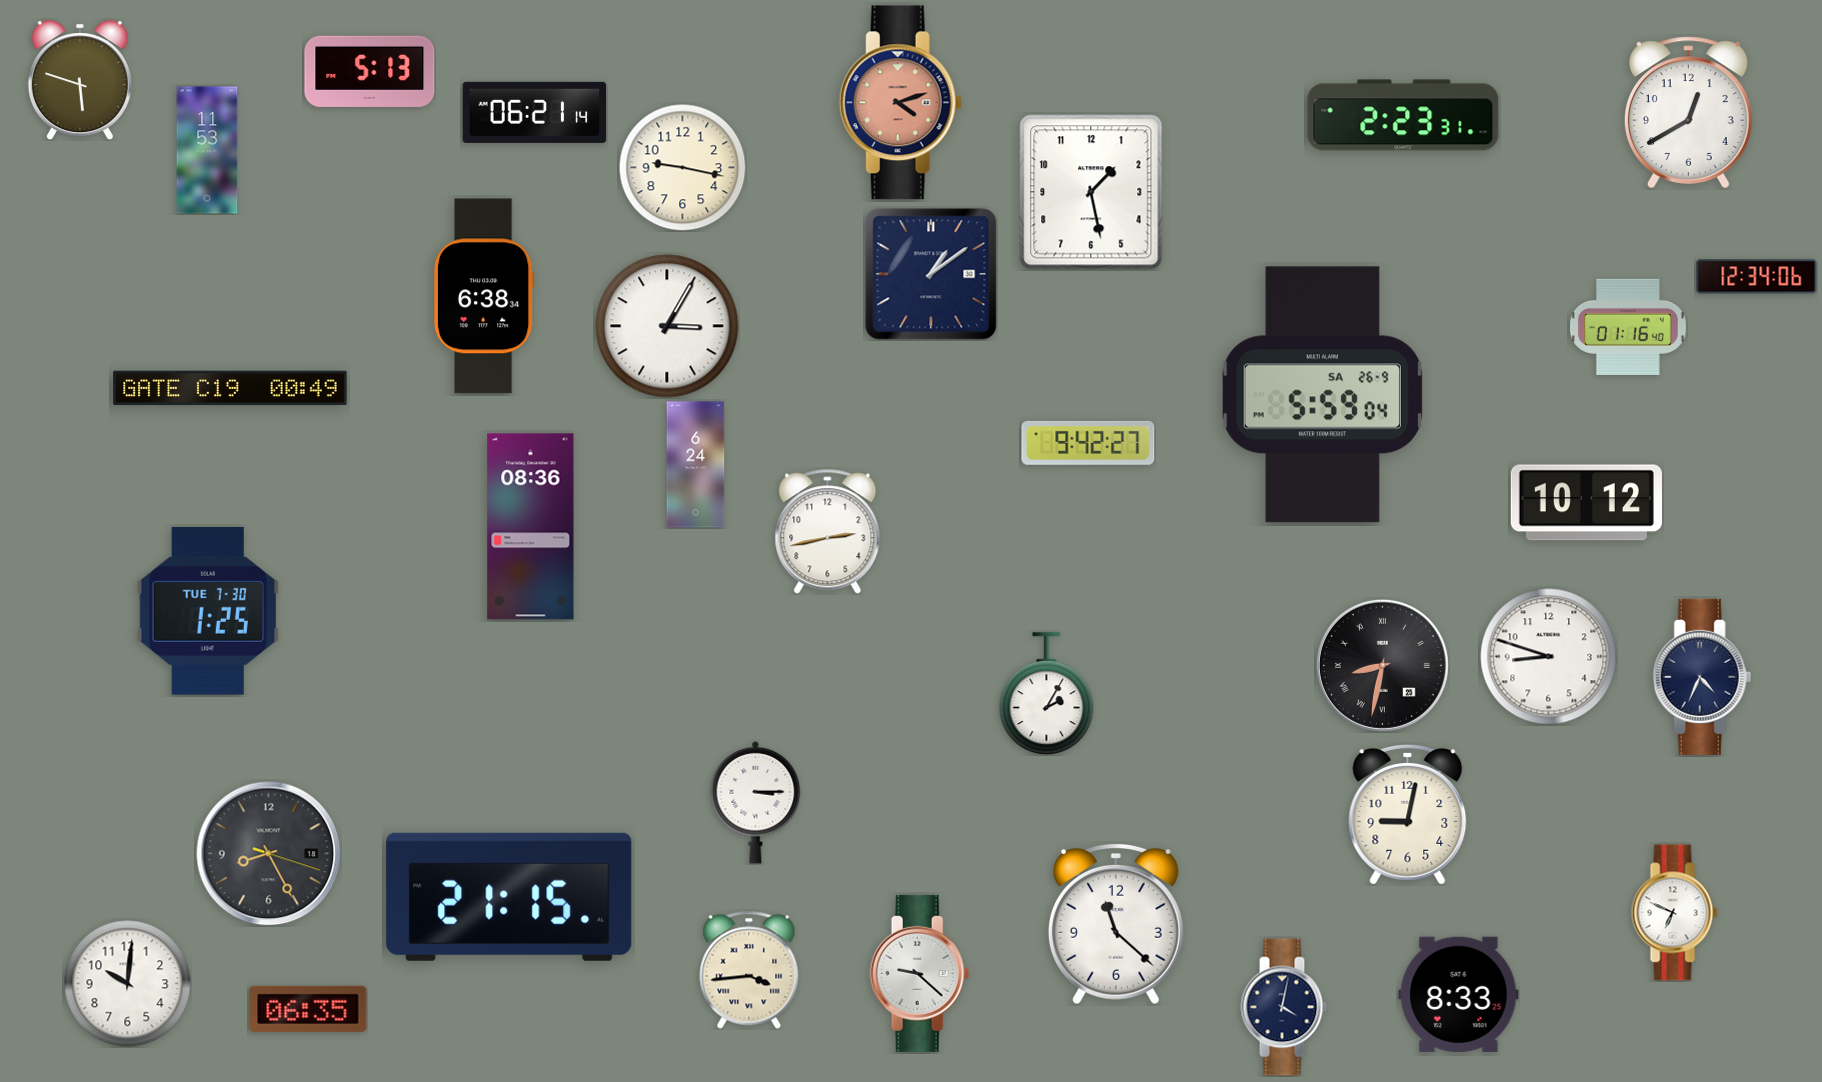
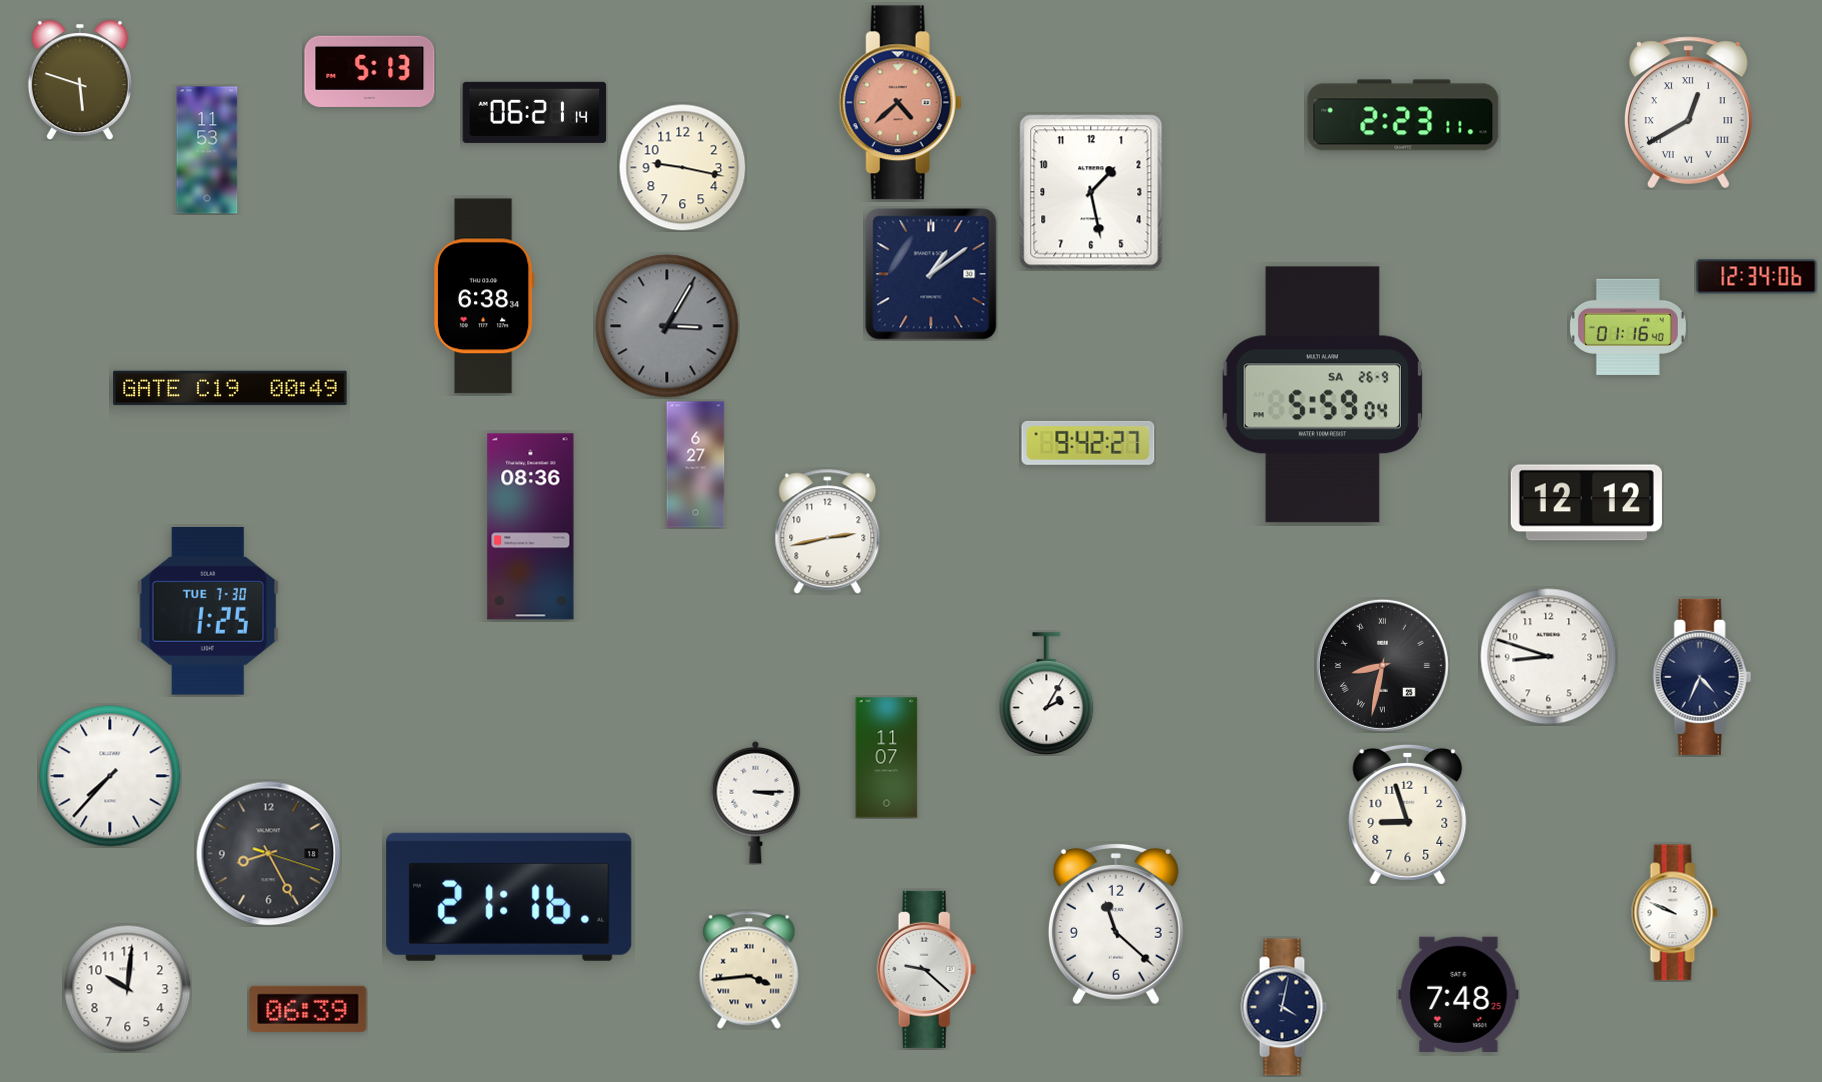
clock at (900, 103): 4:12 -> 4:38
clock at (1688, 113) numerals: Arabic -> Roman
clock at (1403, 115): 2:23:31 -> 2:23:11
clock at (667, 326) dial: white -> grey
clock at (696, 465): 6:24 -> 6:27
clock at (1586, 503): 10:12 -> 12:12
clock at (887, 758): none -> 11:07
clock at (110, 776): none -> 7:37
clock at (1408, 814): 9:02 -> 8:57
clock at (509, 897): 21:15 -> 21:16
clock at (1675, 913): 6:49 -> 9:49
clock at (920, 973) position: (920, 973) -> (927, 969)
clock at (127, 983) position: (127, 983) -> (127, 988)
clock at (1459, 994): 8:33 -> 7:48
clock at (308, 1009): 06:35 -> 06:39
